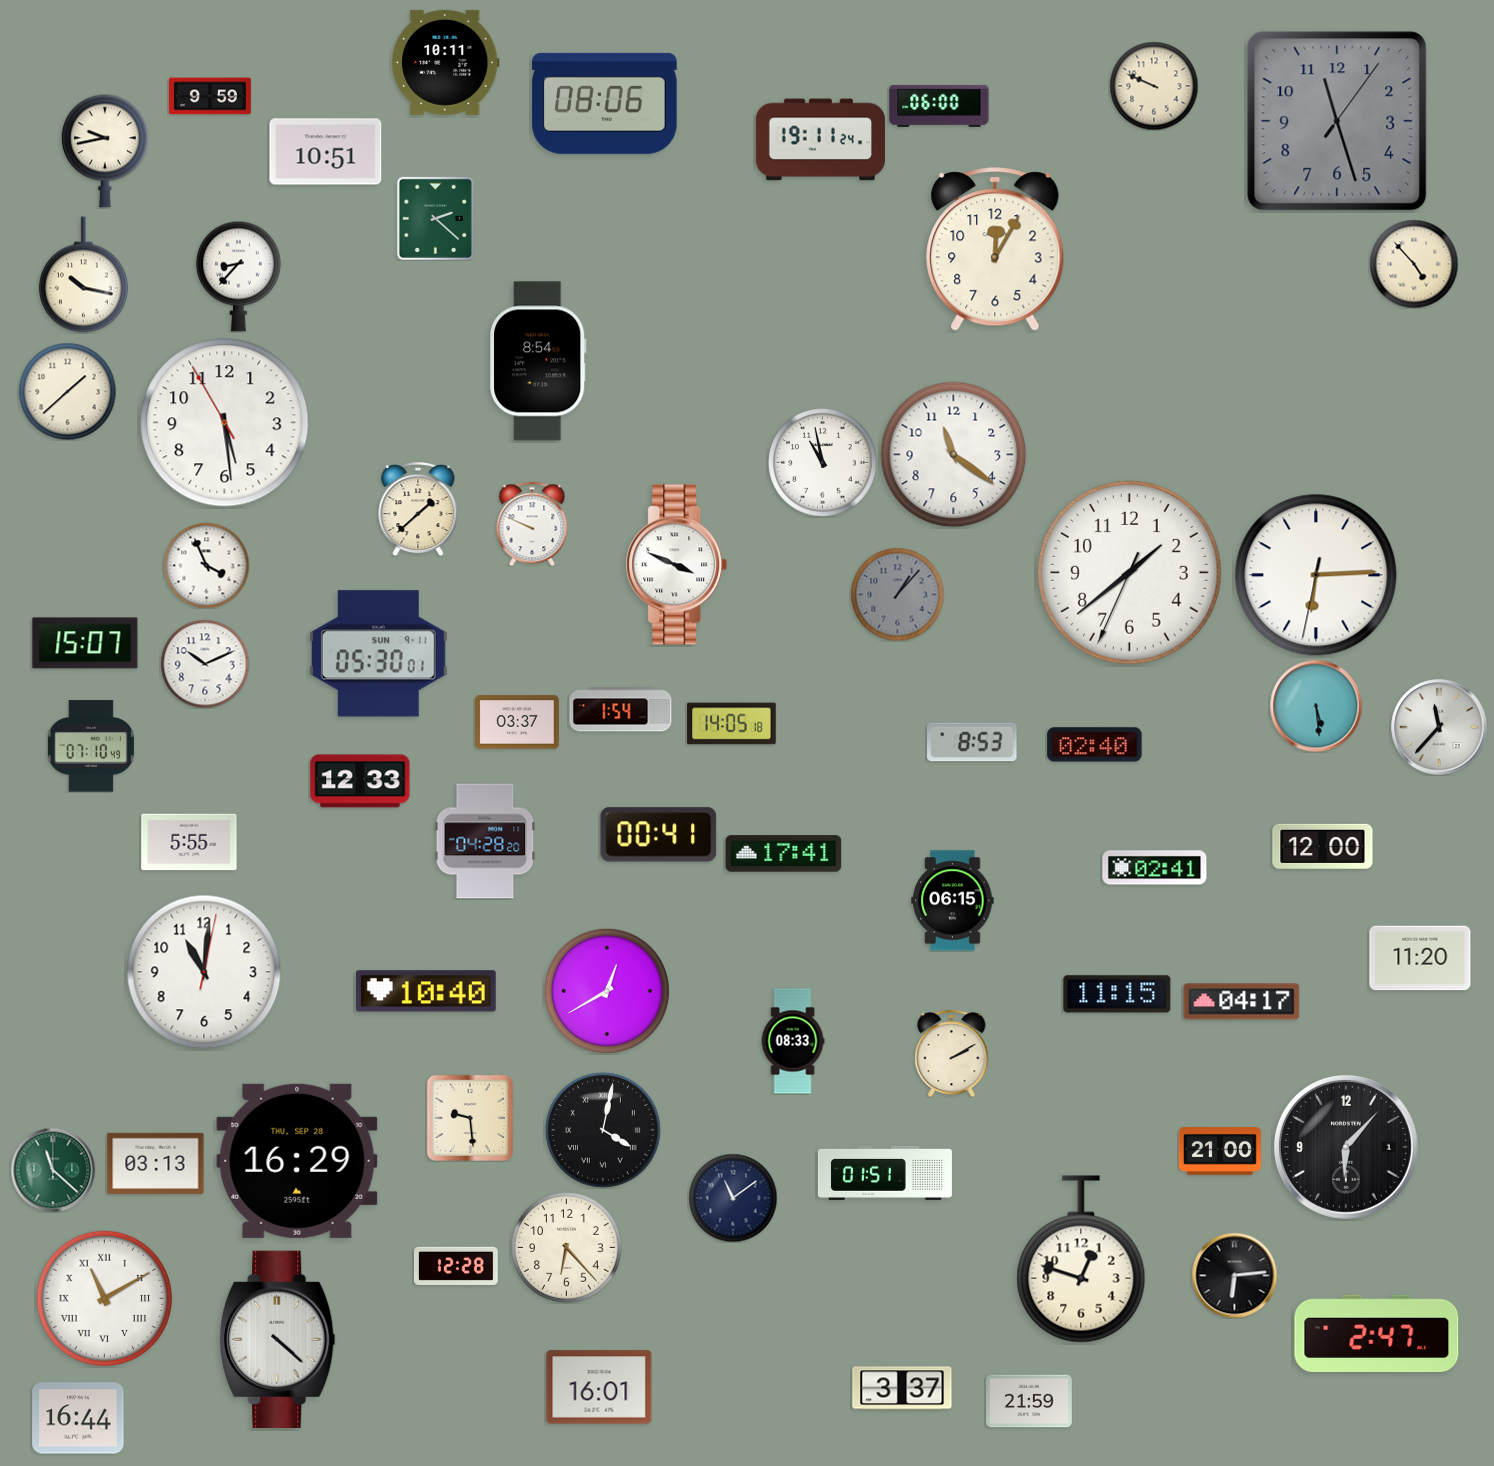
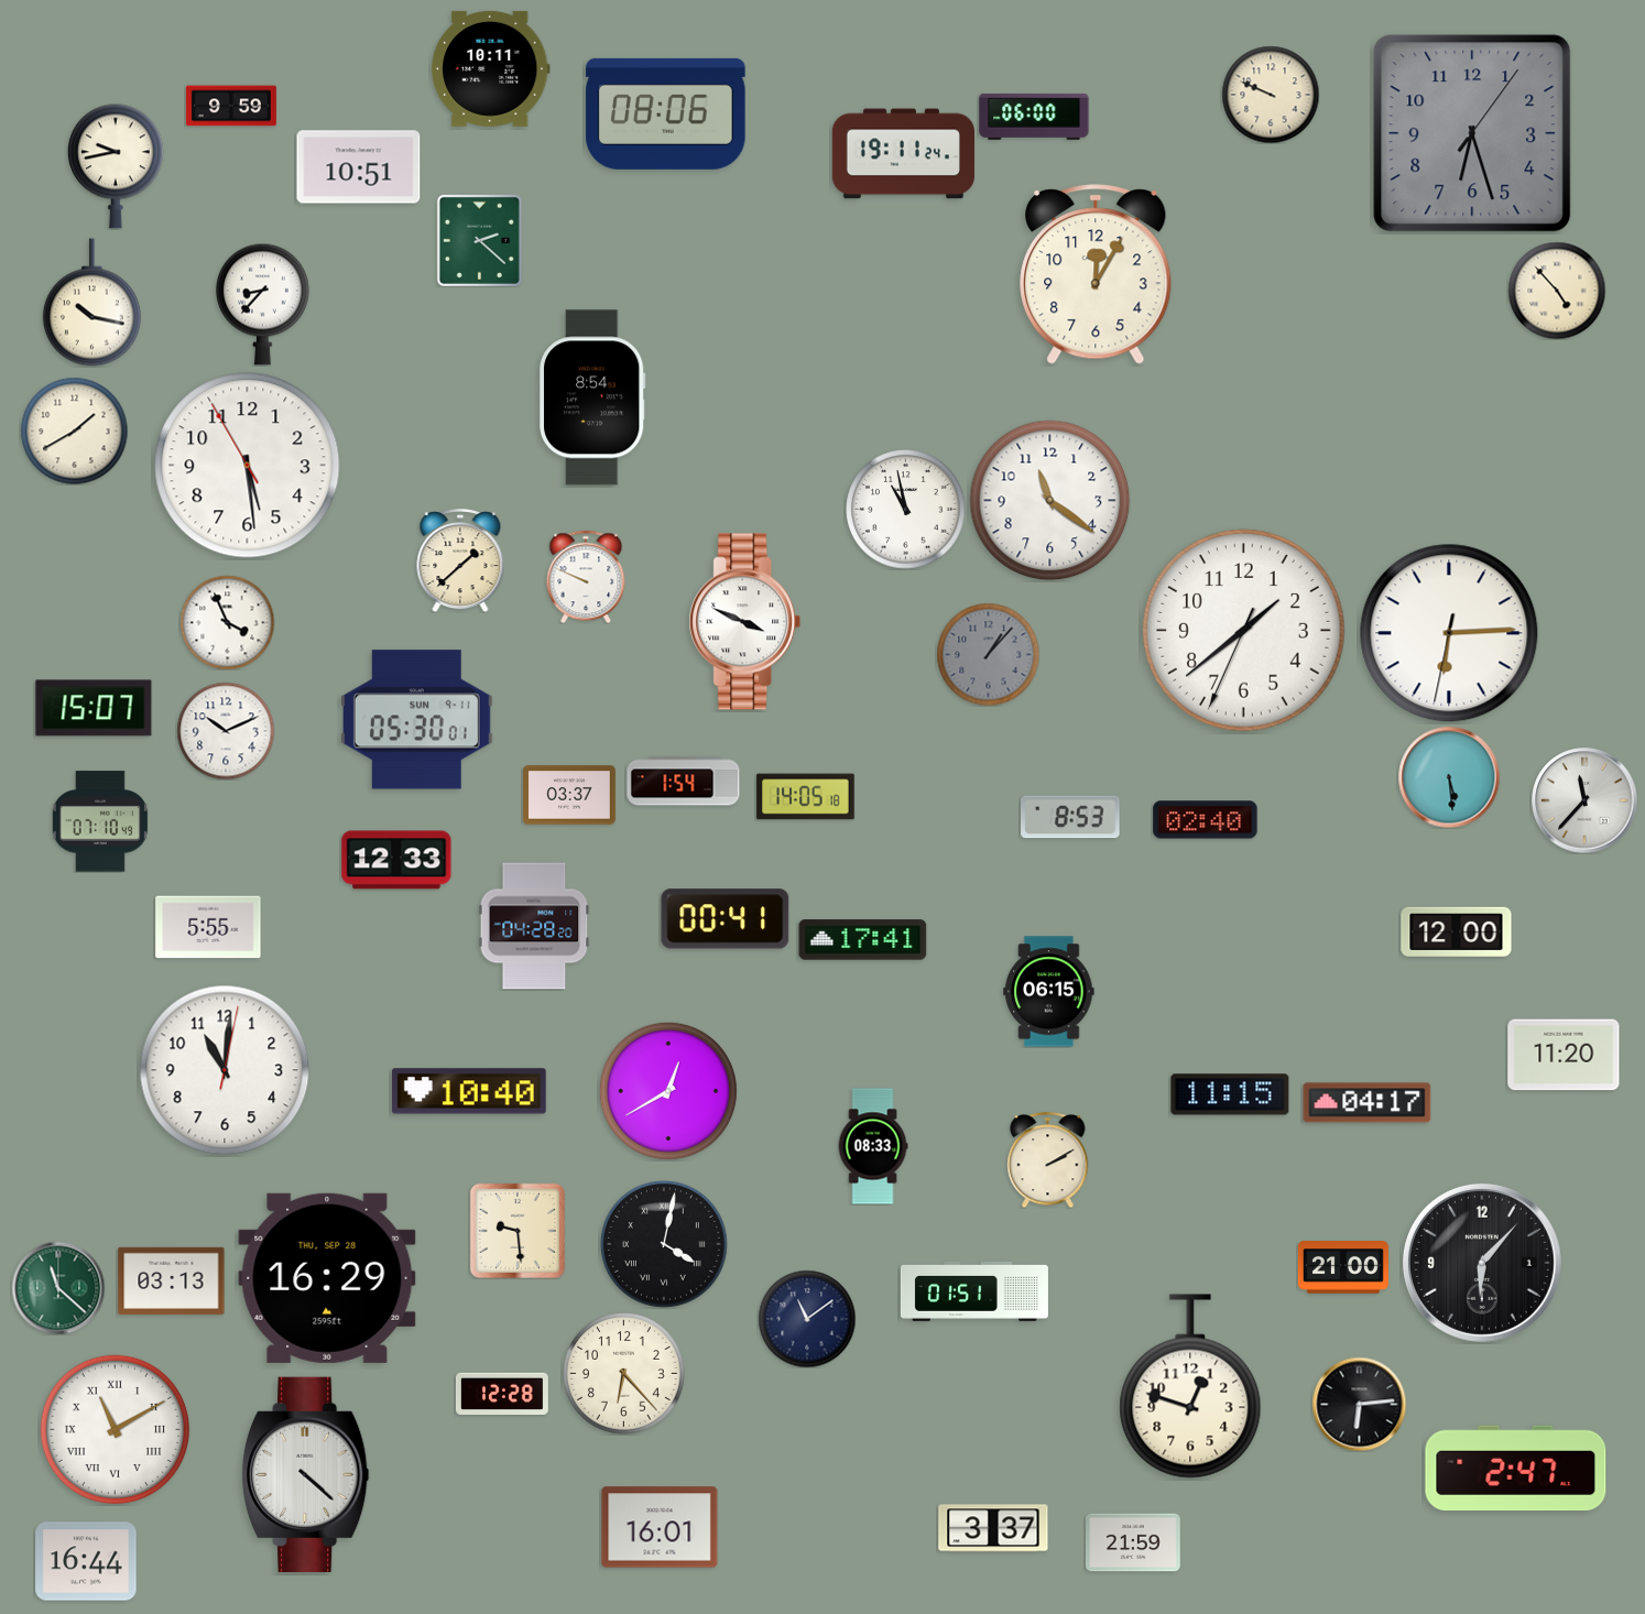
clock at (1337, 121): 11:27 -> 6:27
clock at (67, 391): 1:38 -> 1:40
clock at (1155, 868): 02:41 -> none
